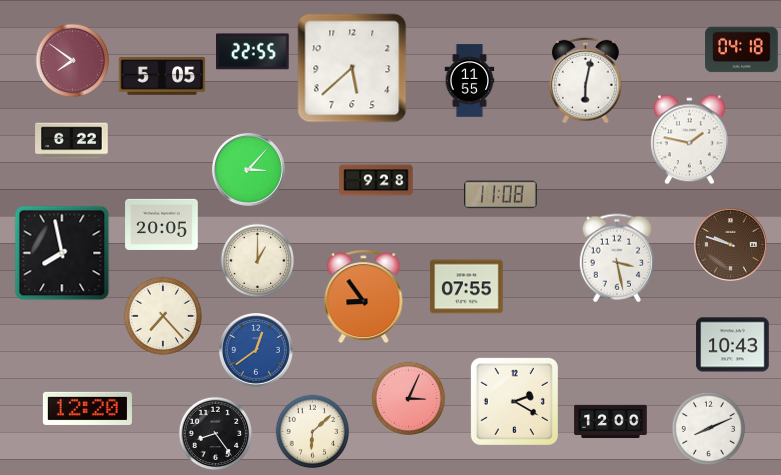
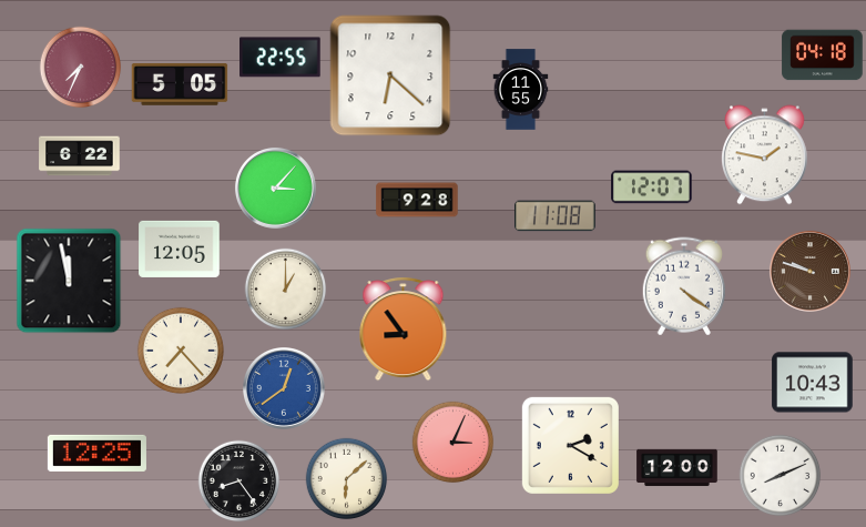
clock at (73, 61): 7:51 -> 7:34
clock at (352, 68): 5:38 -> 6:22
clock at (585, 80): 6:02 -> none
clock at (652, 188): none -> 12:07
clock at (162, 224): 20:05 -> 12:05
clock at (62, 253): 7:58 -> 11:58
clock at (616, 258): 3:28 -> 4:21
clock at (467, 287): 07:55 -> none
clock at (87, 408): 12:20 -> 12:25
clock at (709, 429) position: (709, 429) -> (781, 476)
